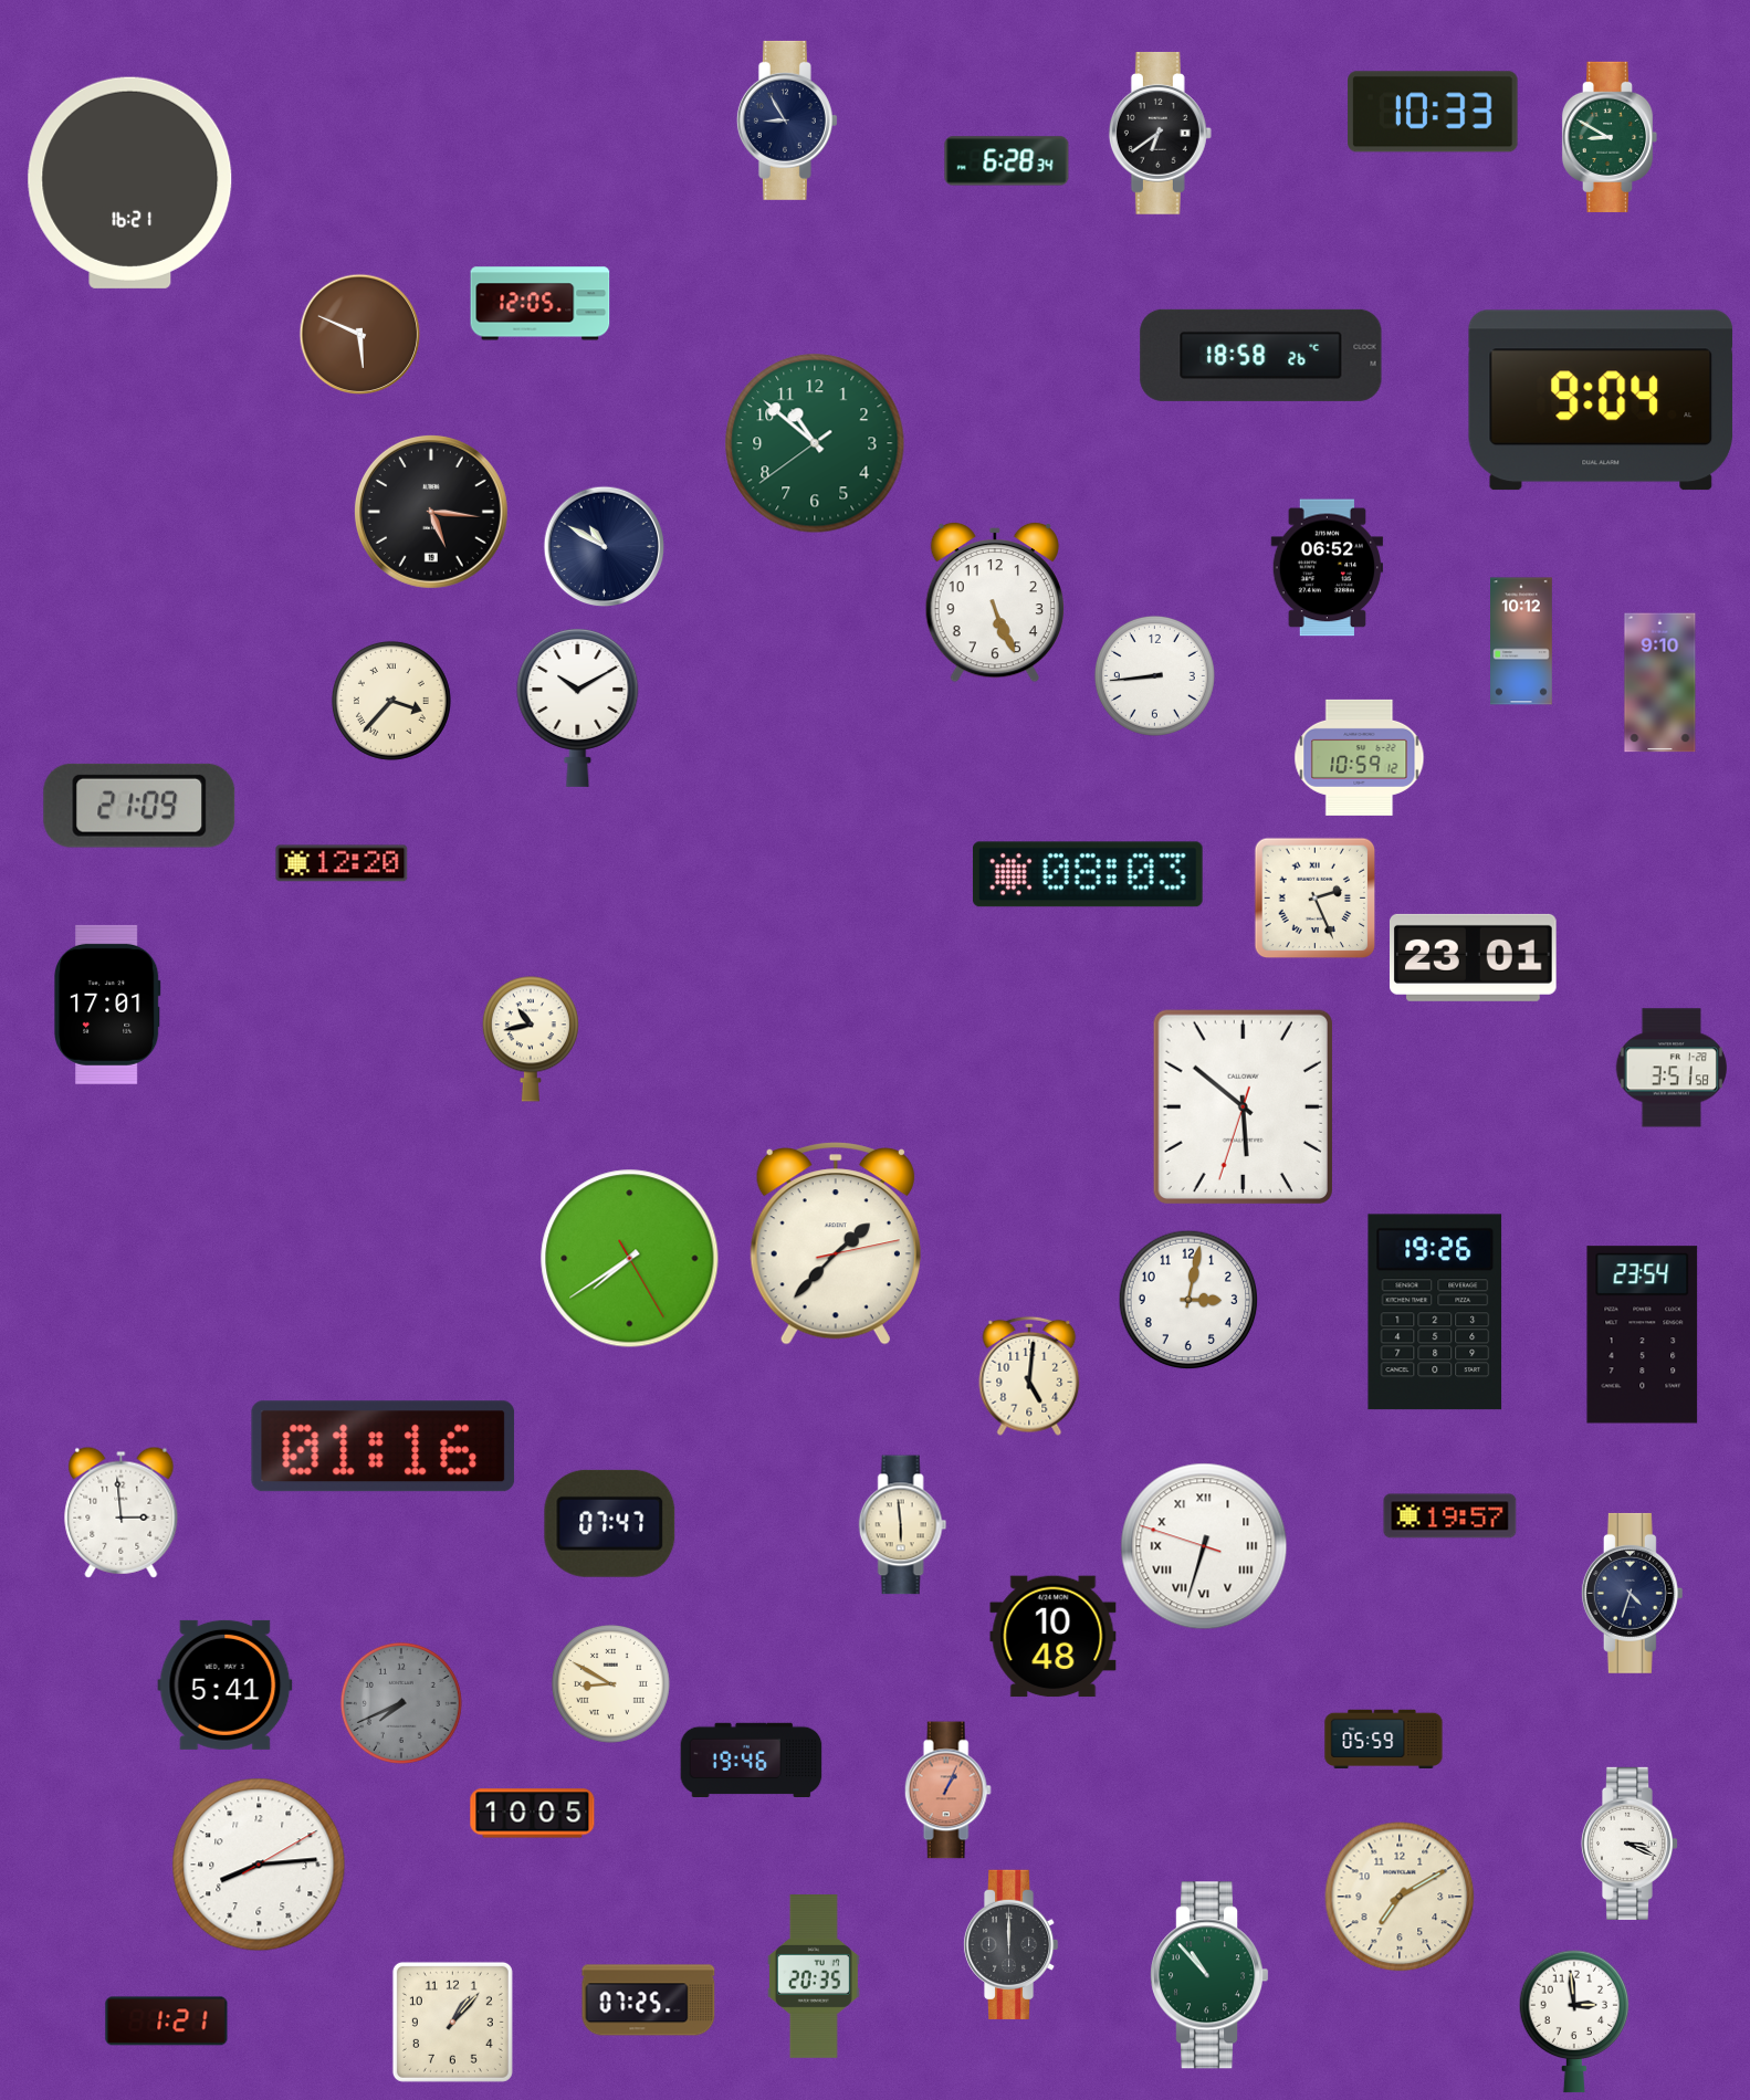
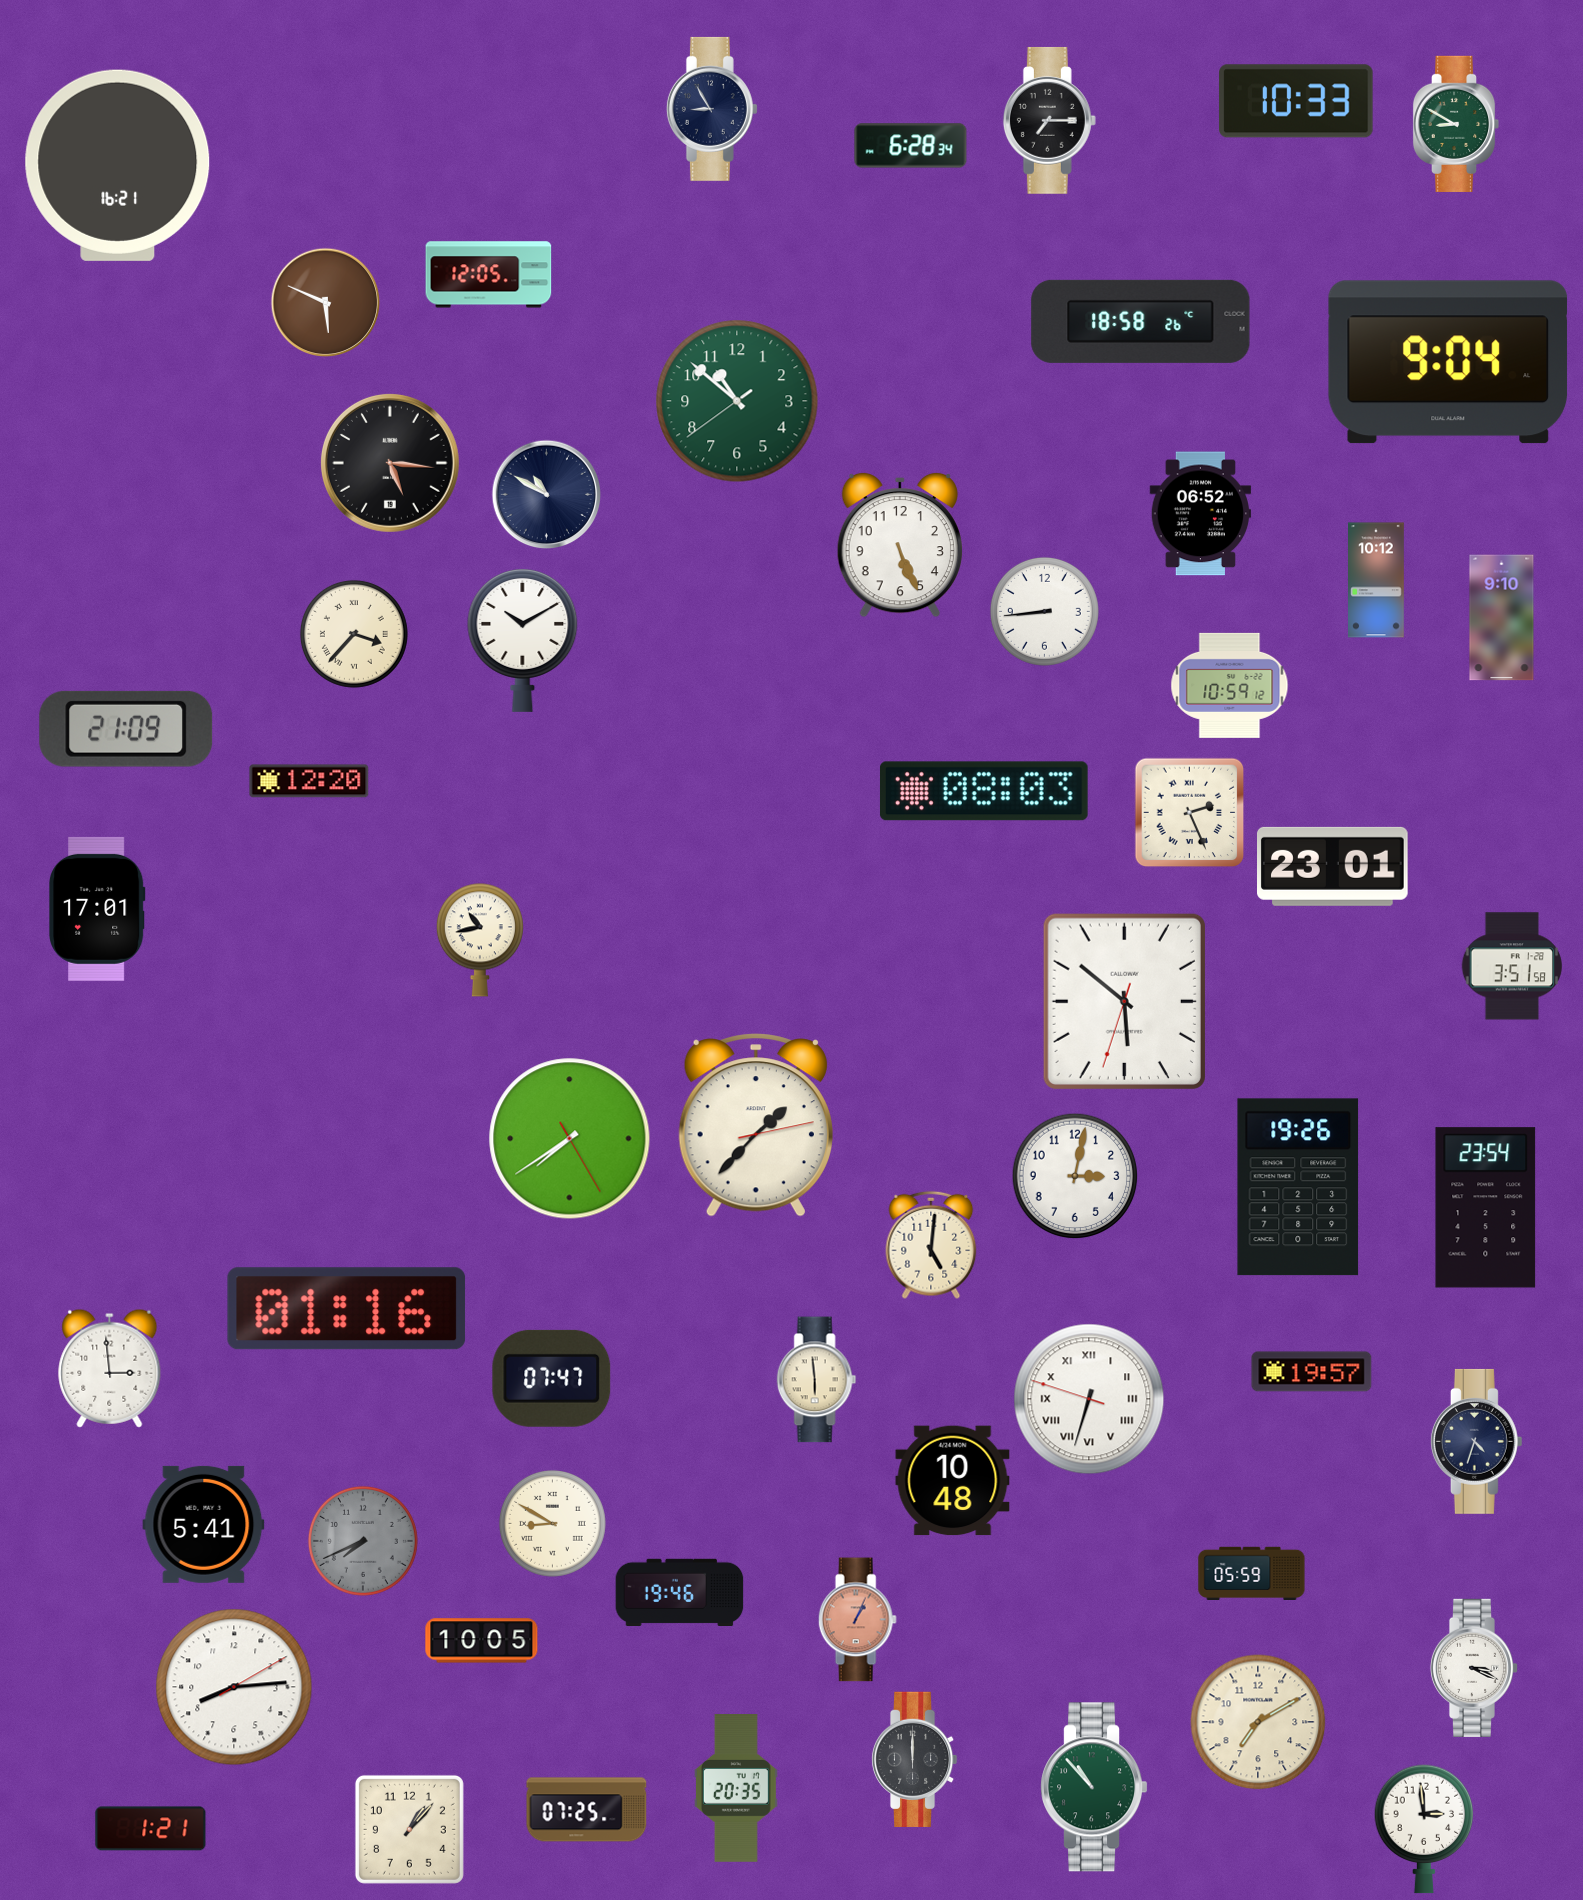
clock at (1160, 133): 6:39 -> 7:15
clock at (1400, 1897) position: (1400, 1897) -> (1258, 1722)
